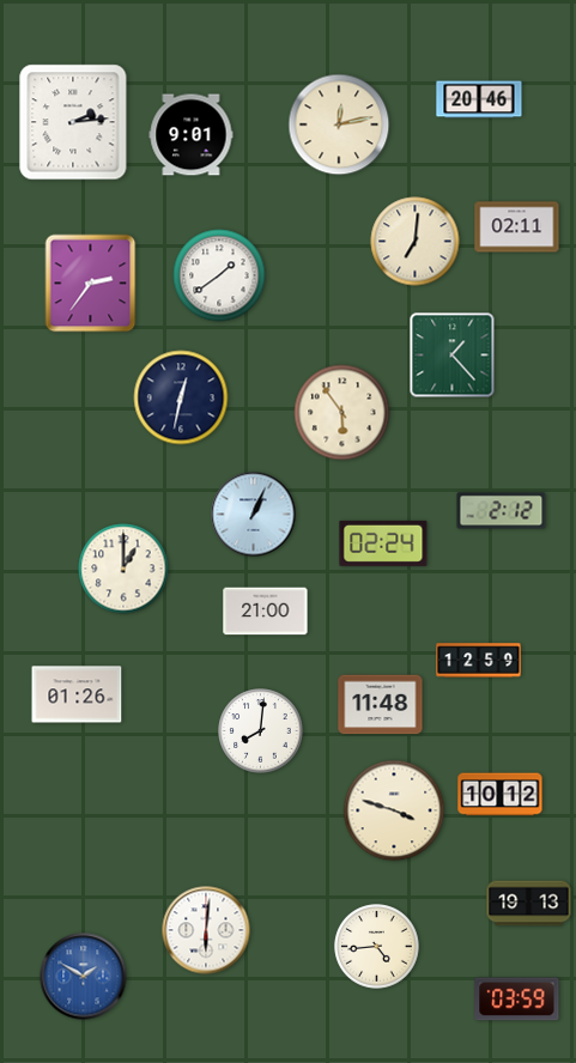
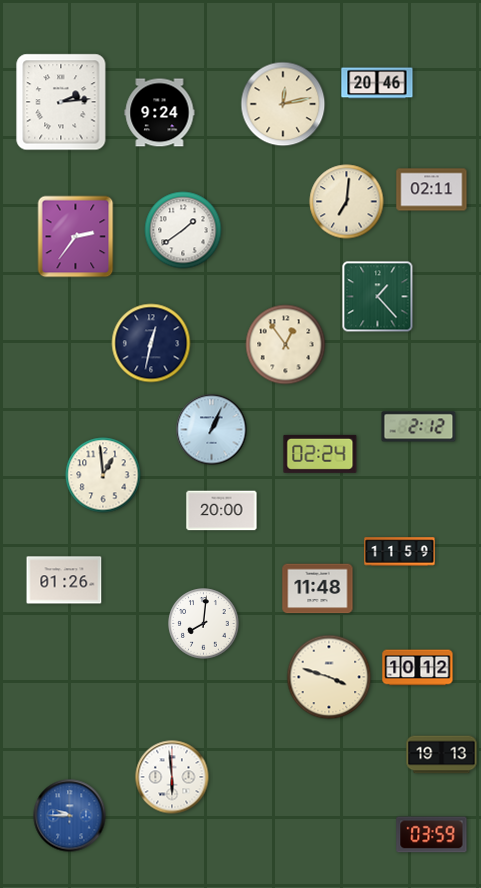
clock at (479, 99) position: (479, 99) -> (377, 83)
clock at (192, 135): 9:01 -> 9:24
clock at (181, 397) position: (181, 397) -> (151, 343)
clock at (342, 413): 5:54 -> 12:54
clock at (123, 569): 1:00 -> 12:59
clock at (266, 612): 21:00 -> 20:00
clock at (479, 661): 12:59 -> 11:59
clock at (261, 731) position: (261, 731) -> (204, 624)
clock at (501, 795) position: (501, 795) -> (418, 668)
clock at (206, 930): 6:01 -> 5:59
clock at (377, 947): 4:44 -> none
clock at (84, 977): 1:50 -> 9:45
